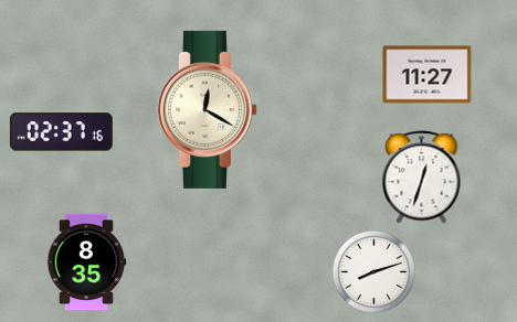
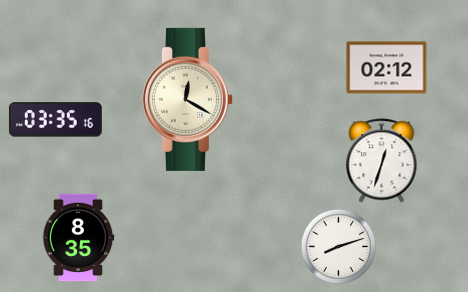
clock at (428, 75): 11:27 -> 02:12
clock at (61, 132): 02:37 -> 03:35
